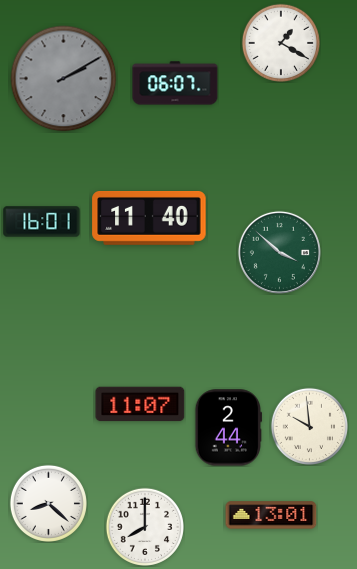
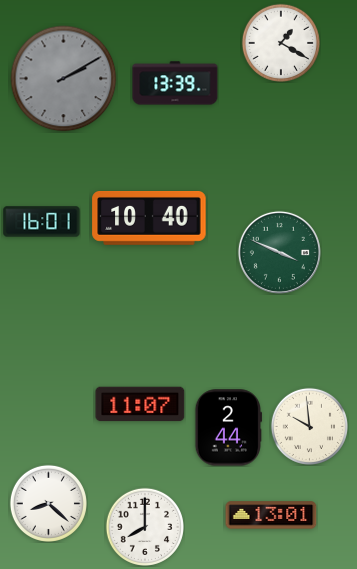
clock at (175, 83): 06:07 -> 13:39
clock at (149, 219): 11:40 -> 10:40
clock at (279, 252): 3:52 -> 3:49
